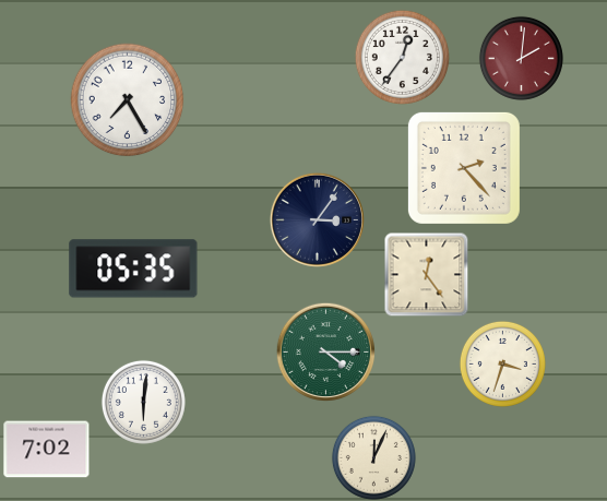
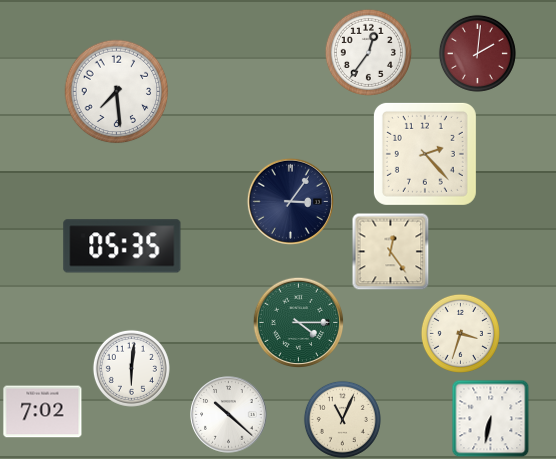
clock at (128, 100): 7:25 -> 7:29
clock at (229, 415): none -> 10:22
clock at (490, 418): none -> 6:32
clock at (373, 457): 12:04 -> 11:04
